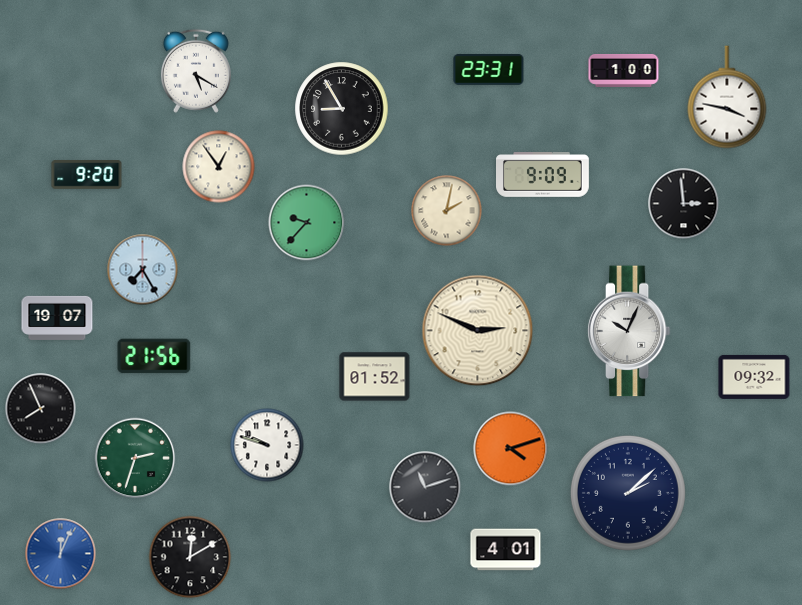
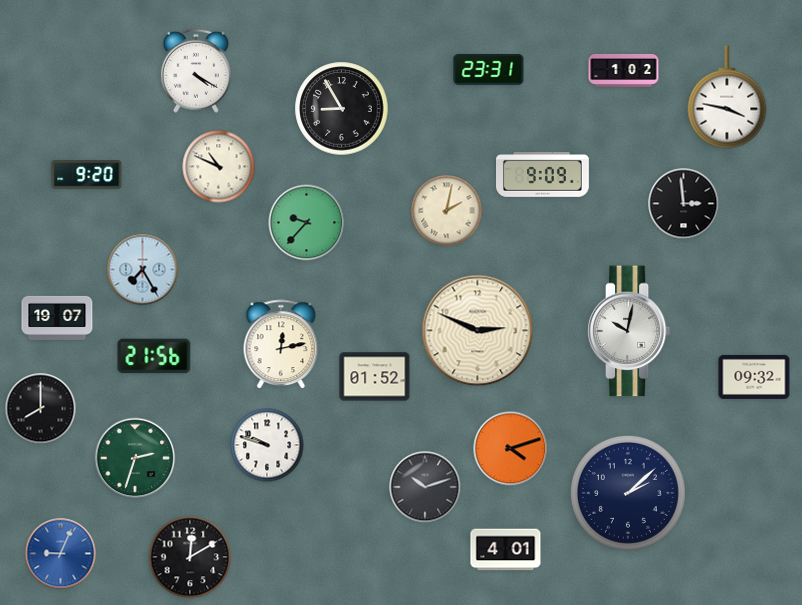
clock at (624, 70): 1:00 -> 1:02
clock at (196, 71): 5:20 -> 4:20
clock at (219, 167): 12:54 -> 10:49
clock at (629, 331): 10:04 -> 10:02
clock at (281, 345): none -> 12:13
clock at (41, 409): 7:56 -> 8:00
clock at (425, 487): 11:12 -> 10:12
clock at (61, 554): 12:04 -> 9:04
